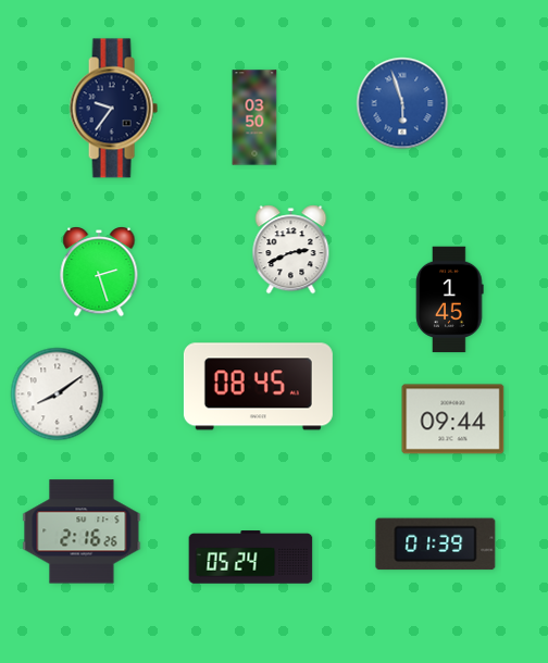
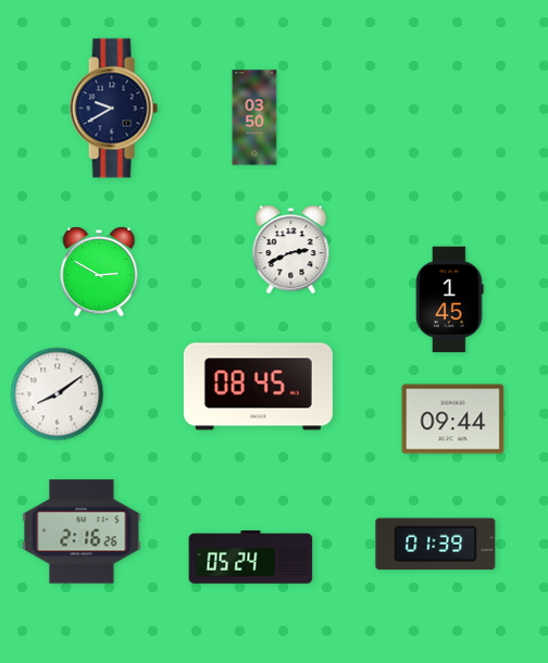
clock at (402, 103): 5:57 -> none
clock at (113, 109): 9:36 -> 9:40
clock at (99, 272): 2:27 -> 2:50
